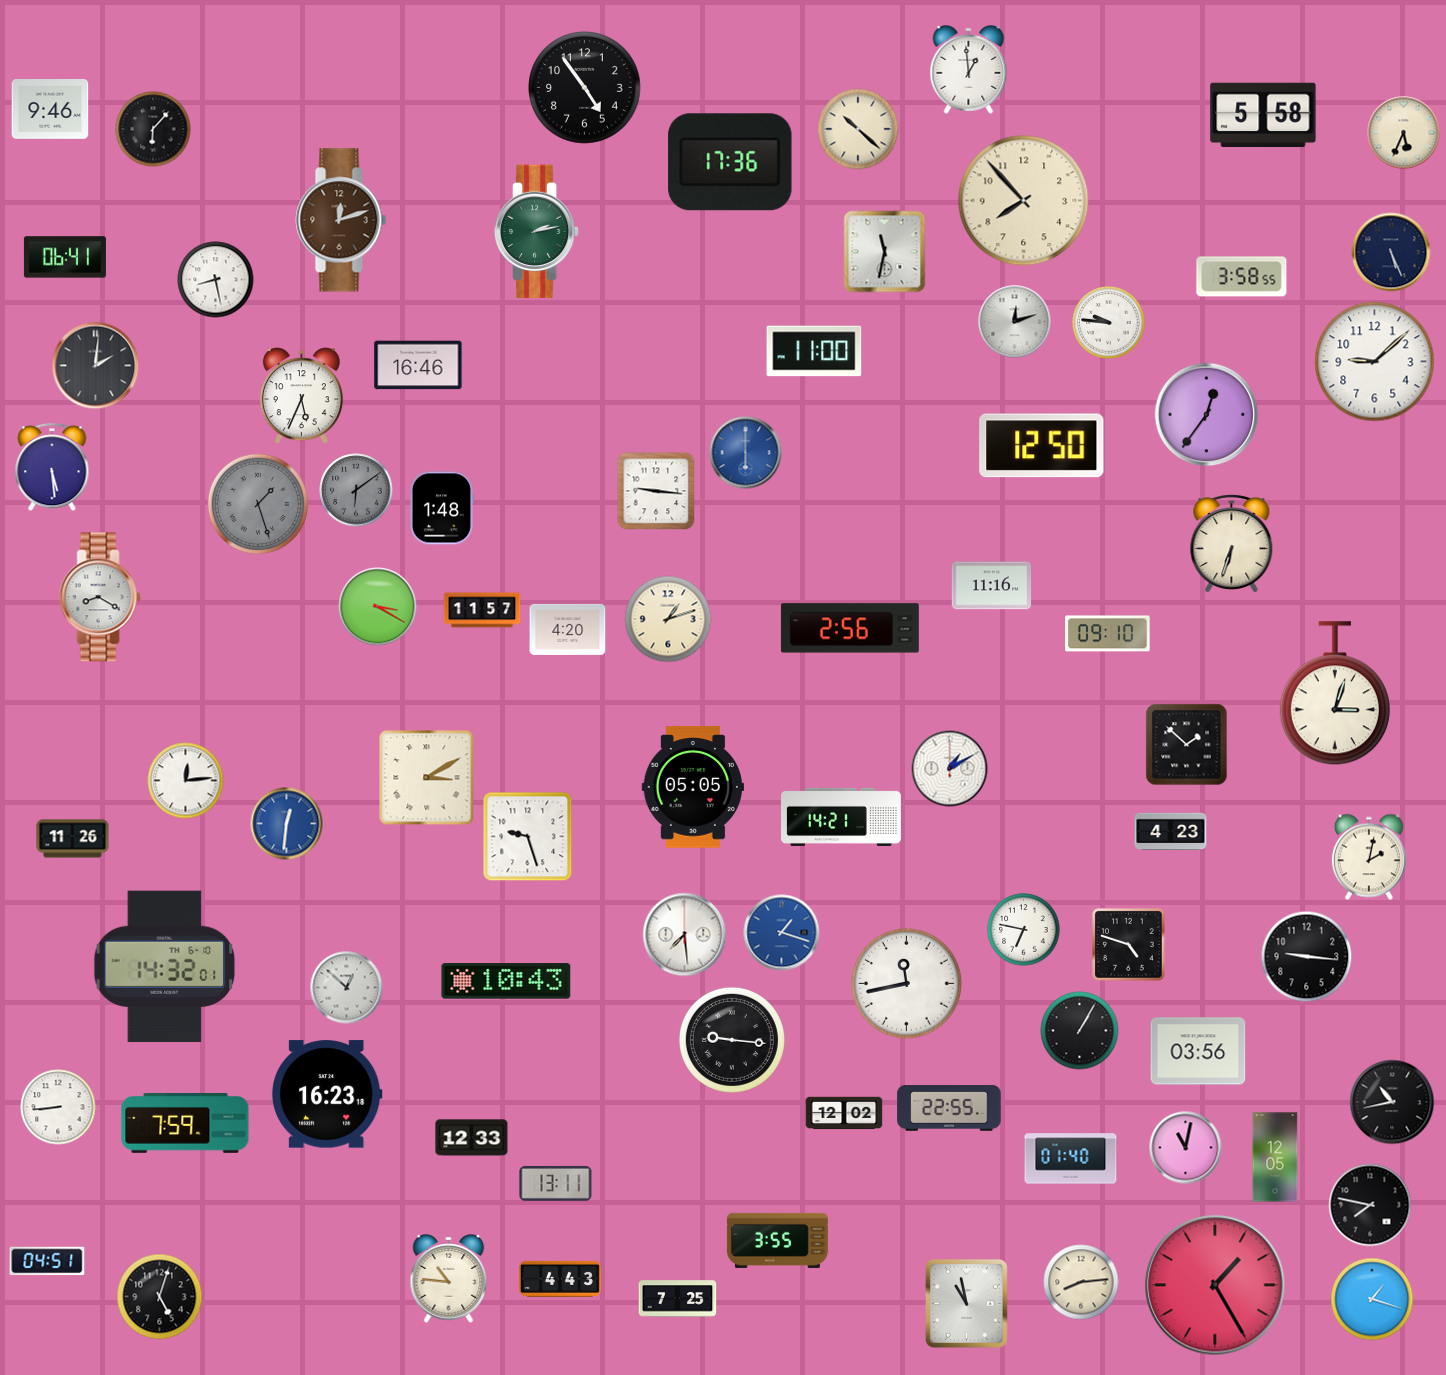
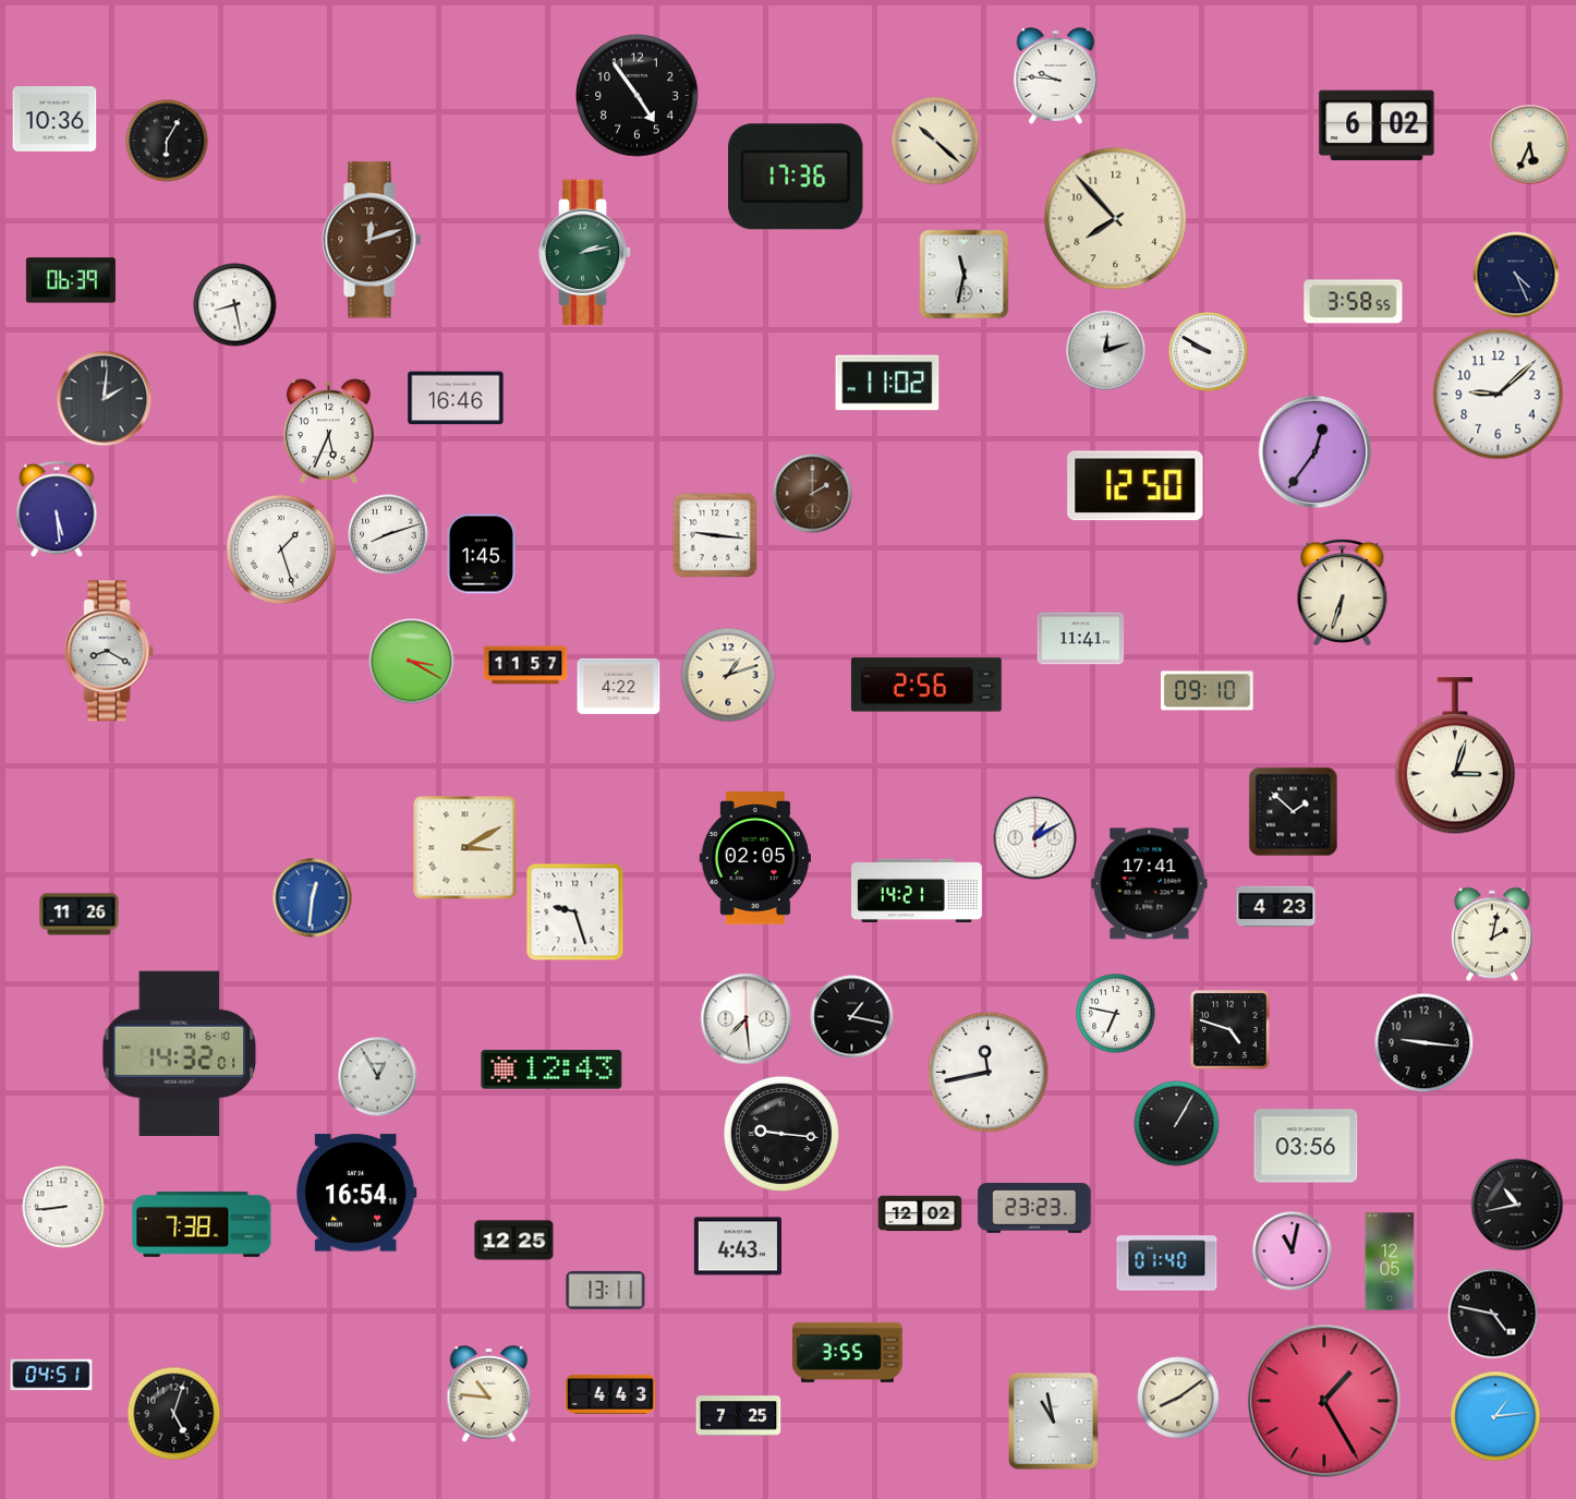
clock at (969, 70): 12:59 -> 9:46
clock at (50, 110): 9:46 -> 10:36
clock at (1263, 115): 5:58 -> 6:02
clock at (153, 129): 6:07 -> 6:05
clock at (1391, 252): 5:26 -> 4:26
clock at (65, 257): 06:41 -> 06:39
clock at (1109, 323): 9:46 -> 9:50
clock at (814, 351): 11:00 -> 11:02
clock at (746, 453): 6:00 -> 2:00
clock at (746, 453) dial: blue -> brown
clock at (356, 490): 6:09 -> 8:12
clock at (356, 490) dial: grey -> white
clock at (257, 503) dial: grey -> white
clock at (441, 508): 1:48 -> 1:45
clock at (992, 586): 11:16 -> 11:41
clock at (568, 629): 4:20 -> 4:22
clock at (186, 781): 12:14 -> none
clock at (692, 787): 05:05 -> 02:05
clock at (1150, 884): none -> 17:41
clock at (782, 933): 1:18 -> 1:17
clock at (782, 933) dial: blue -> black
clock at (506, 981): 10:43 -> 12:43
clock at (347, 988): 12:52 -> 12:55
clock at (732, 1040) position: (732, 1040) -> (781, 1134)
clock at (327, 1094): 16:23 -> 16:54
clock at (1392, 1102) position: (1392, 1102) -> (1517, 1205)
clock at (949, 1109): 22:55 -> 23:23
clock at (185, 1124): 7:59 -> 7:38
clock at (472, 1138): 12:33 -> 12:25
clock at (737, 1246): none -> 4:43
clock at (1370, 1205): 7:47 -> 4:47
clock at (1081, 1282): 8:14 -> 8:09
clock at (1372, 1299): 1:18 -> 1:14
